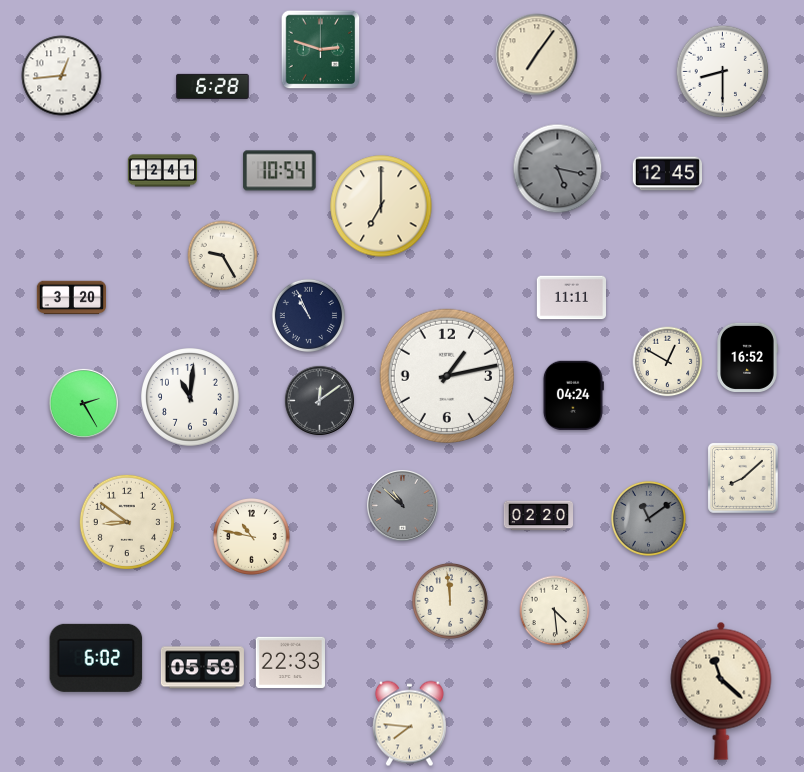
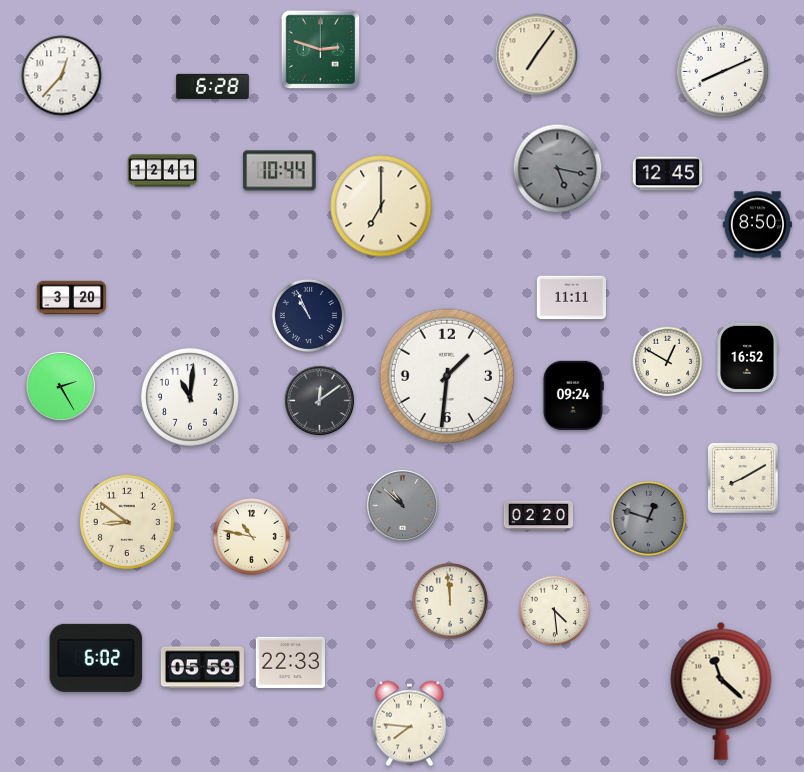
clock at (723, 72): 8:30 -> 8:11
clock at (62, 76): 12:44 -> 12:37
clock at (280, 171): 10:54 -> 10:44
clock at (757, 225): none -> 8:50
clock at (223, 256): 9:25 -> none
clock at (447, 376): 1:13 -> 1:31
clock at (573, 395): 04:24 -> 09:24
clock at (83, 403) position: (83, 403) -> (60, 386)
clock at (743, 478): 8:08 -> 8:10
clock at (648, 518): 11:09 -> 12:48
